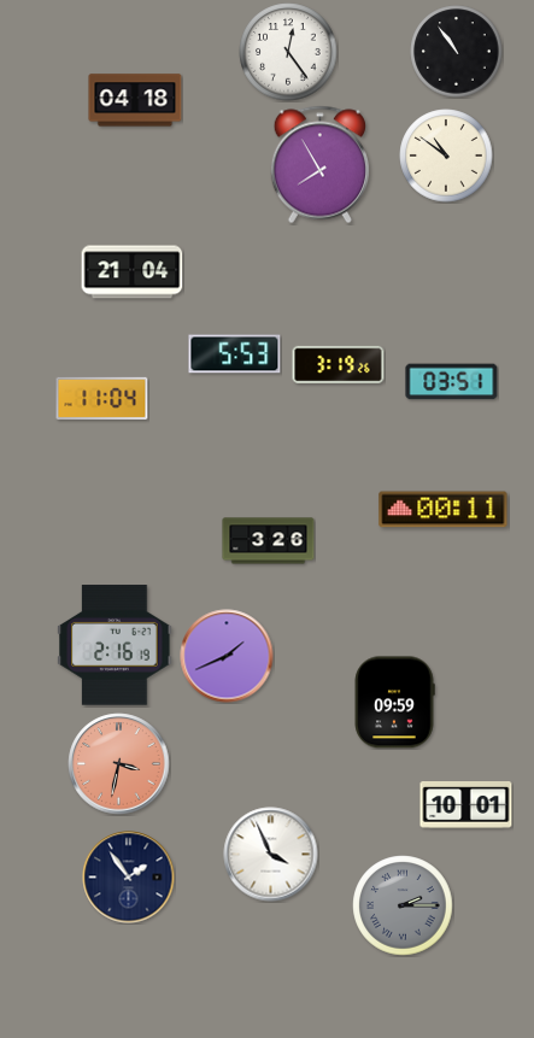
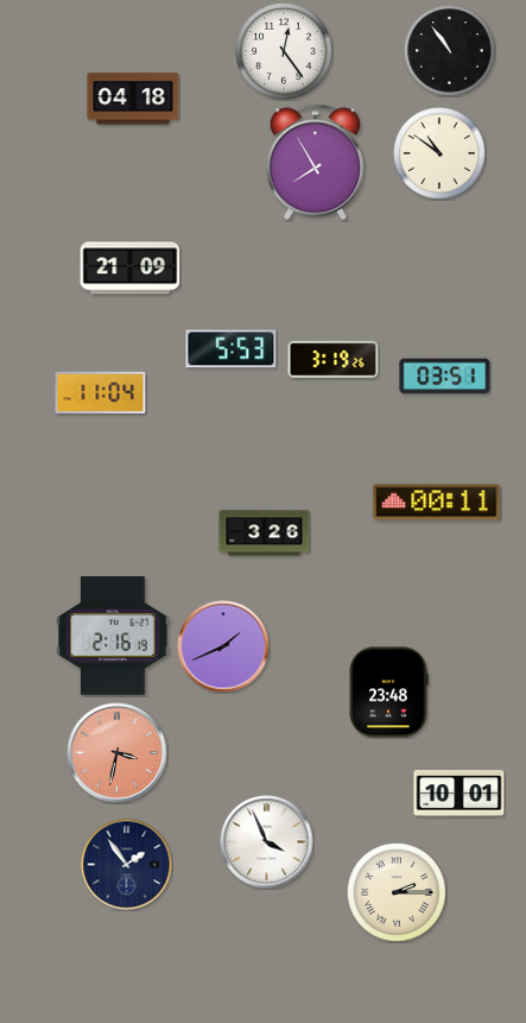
clock at (133, 272): 21:04 -> 21:09
clock at (394, 703): 09:59 -> 23:48
clock at (403, 905) dial: grey -> cream
